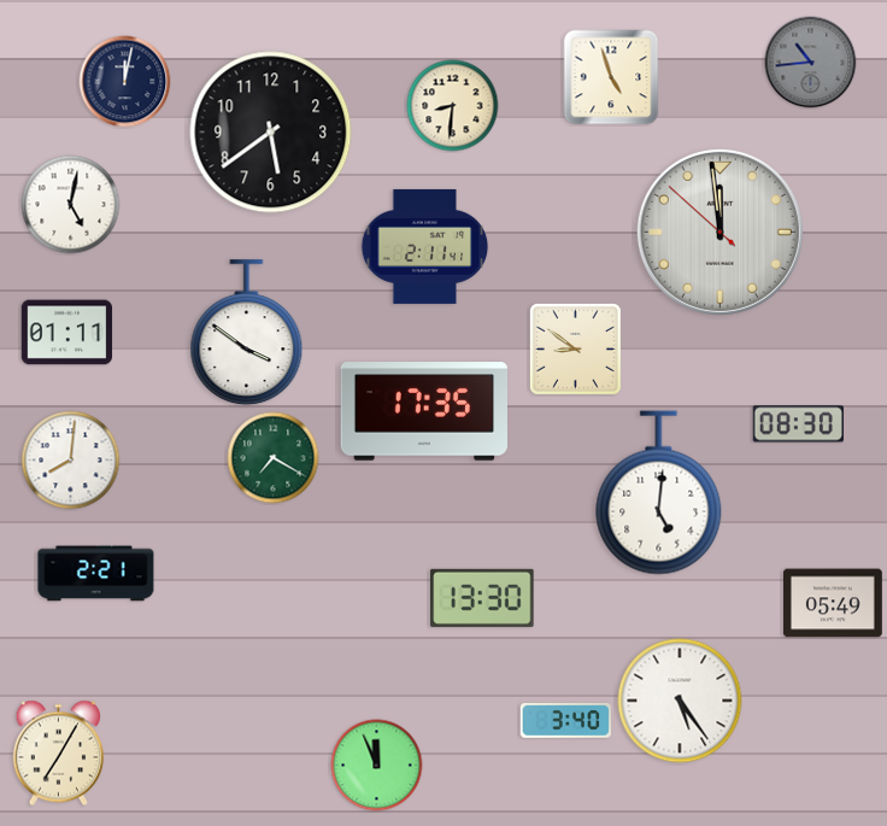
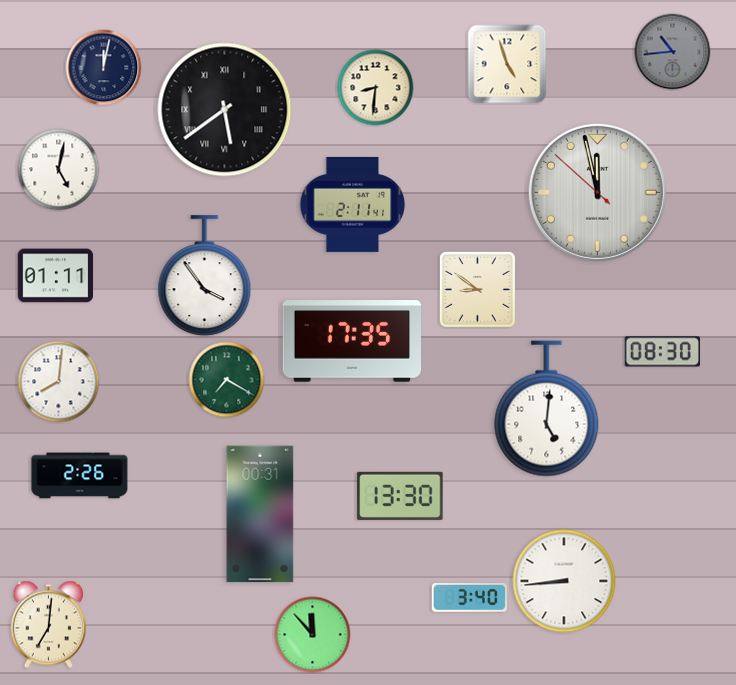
clock at (271, 133) numerals: Arabic -> Roman
clock at (719, 232): 11:58 -> 11:57
clock at (247, 333): 3:51 -> 3:54
clock at (96, 574): 2:21 -> 2:26
clock at (834, 603): 05:49 -> none
clock at (260, 514): none -> 00:31
clock at (680, 701): 5:24 -> 8:44
clock at (58, 754): 7:05 -> 7:01
clock at (377, 766): 11:56 -> 11:53
